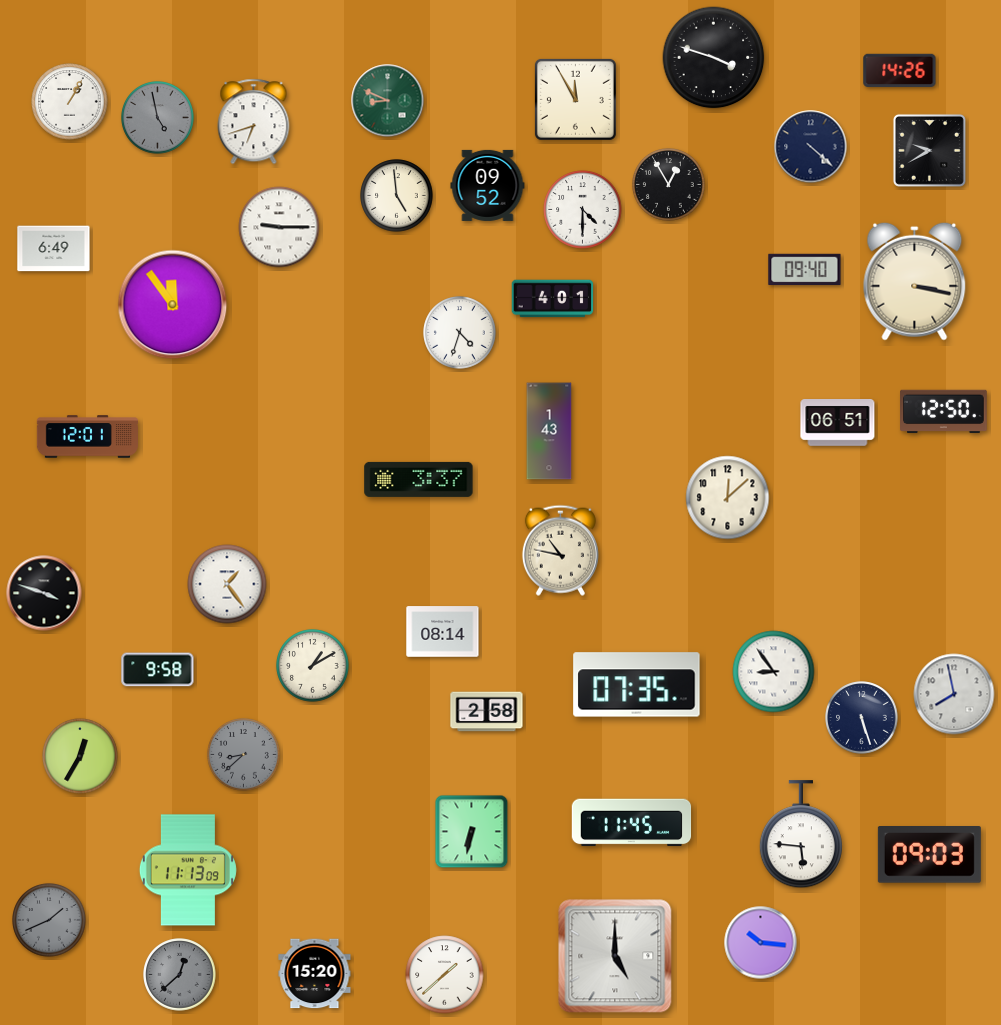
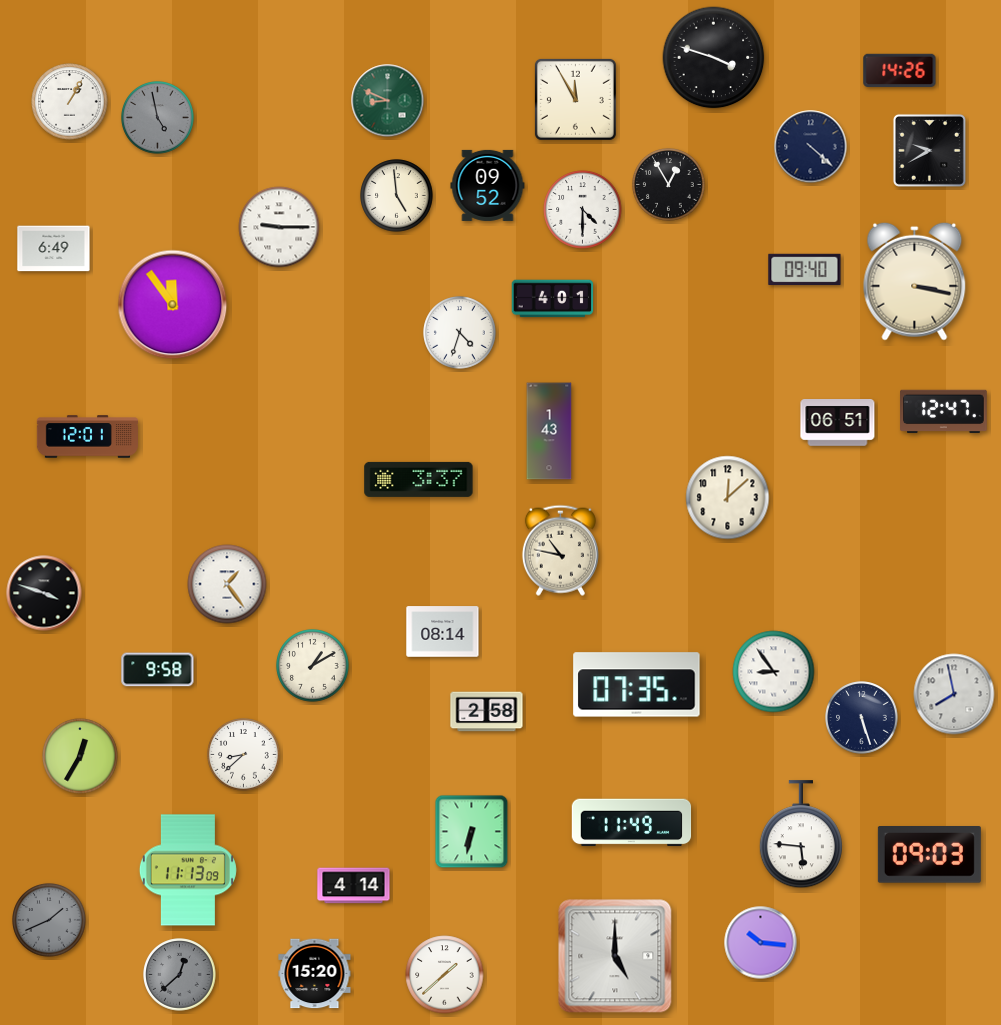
clock at (254, 122): 6:42 -> none
clock at (944, 412): 12:50 -> 12:47
clock at (244, 755) dial: grey -> white
clock at (632, 823): 11:45 -> 11:49
clock at (354, 886): none -> 4:14
